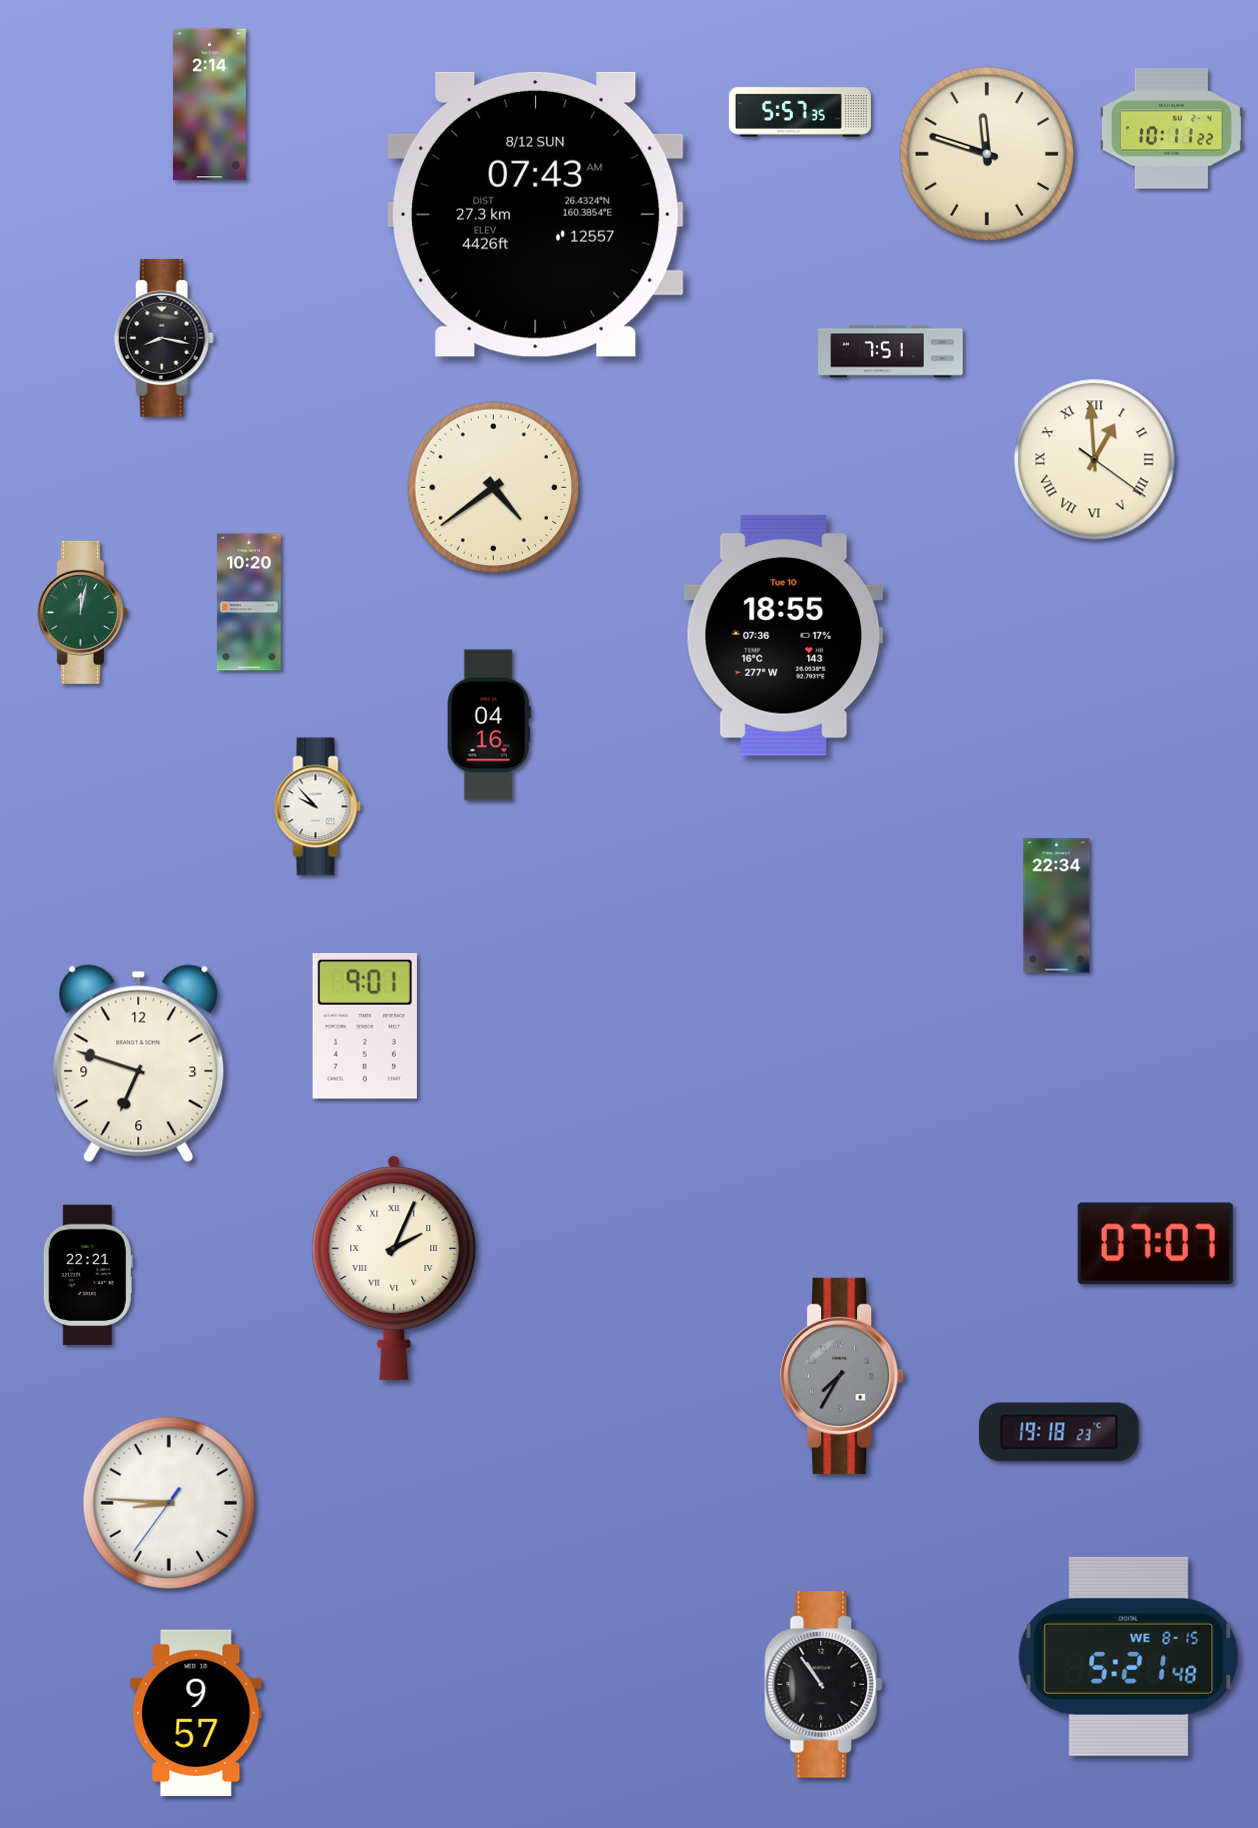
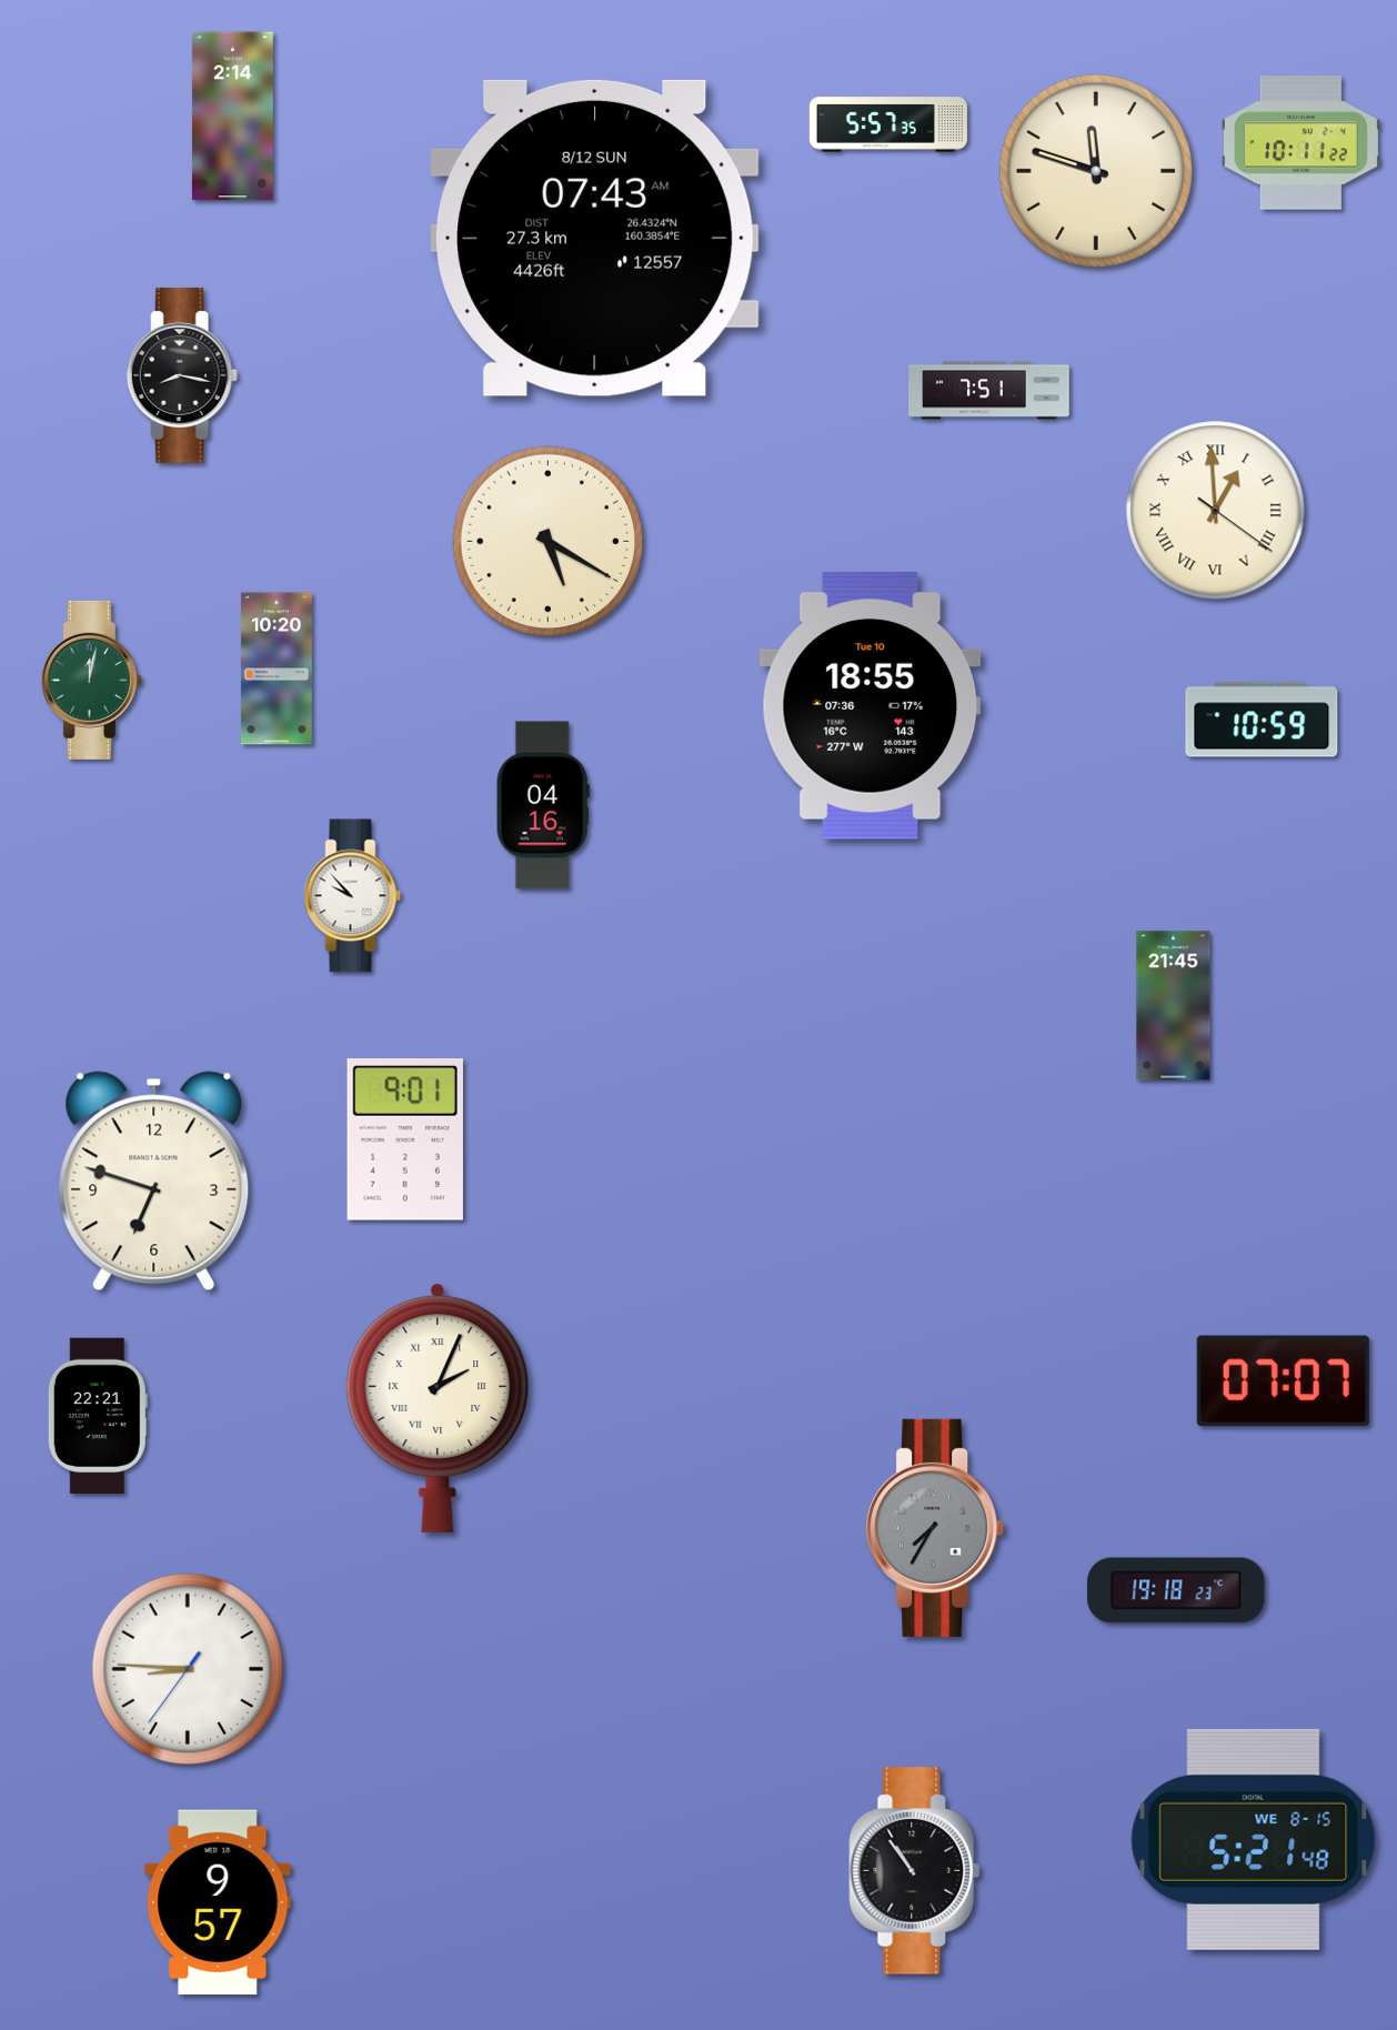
clock at (494, 488): 4:39 -> 5:20
clock at (1262, 720): none -> 10:59
clock at (1057, 906): 22:34 -> 21:45
